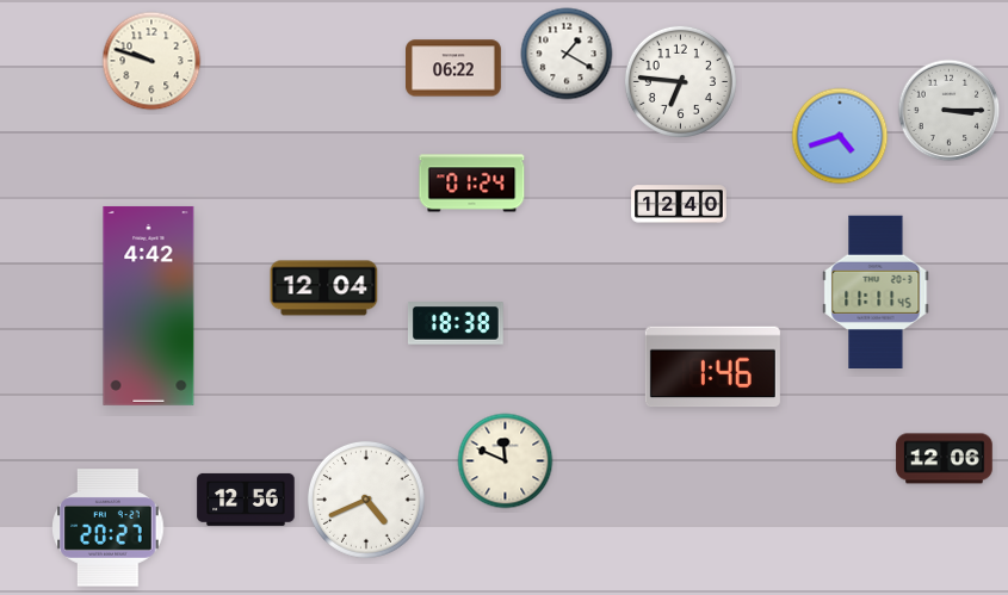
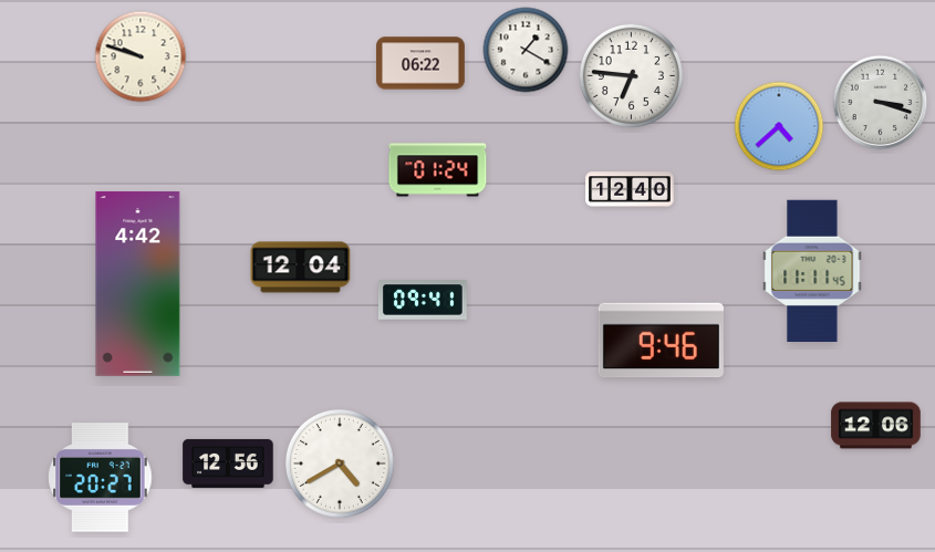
clock at (950, 111): 3:15 -> 3:18
clock at (840, 136): 4:42 -> 4:38
clock at (456, 324): 18:38 -> 09:41
clock at (712, 367): 1:46 -> 9:46
clock at (506, 461): 11:49 -> none
clock at (366, 500): 4:41 -> 4:40
clock at (109, 528) position: (109, 528) -> (101, 478)
